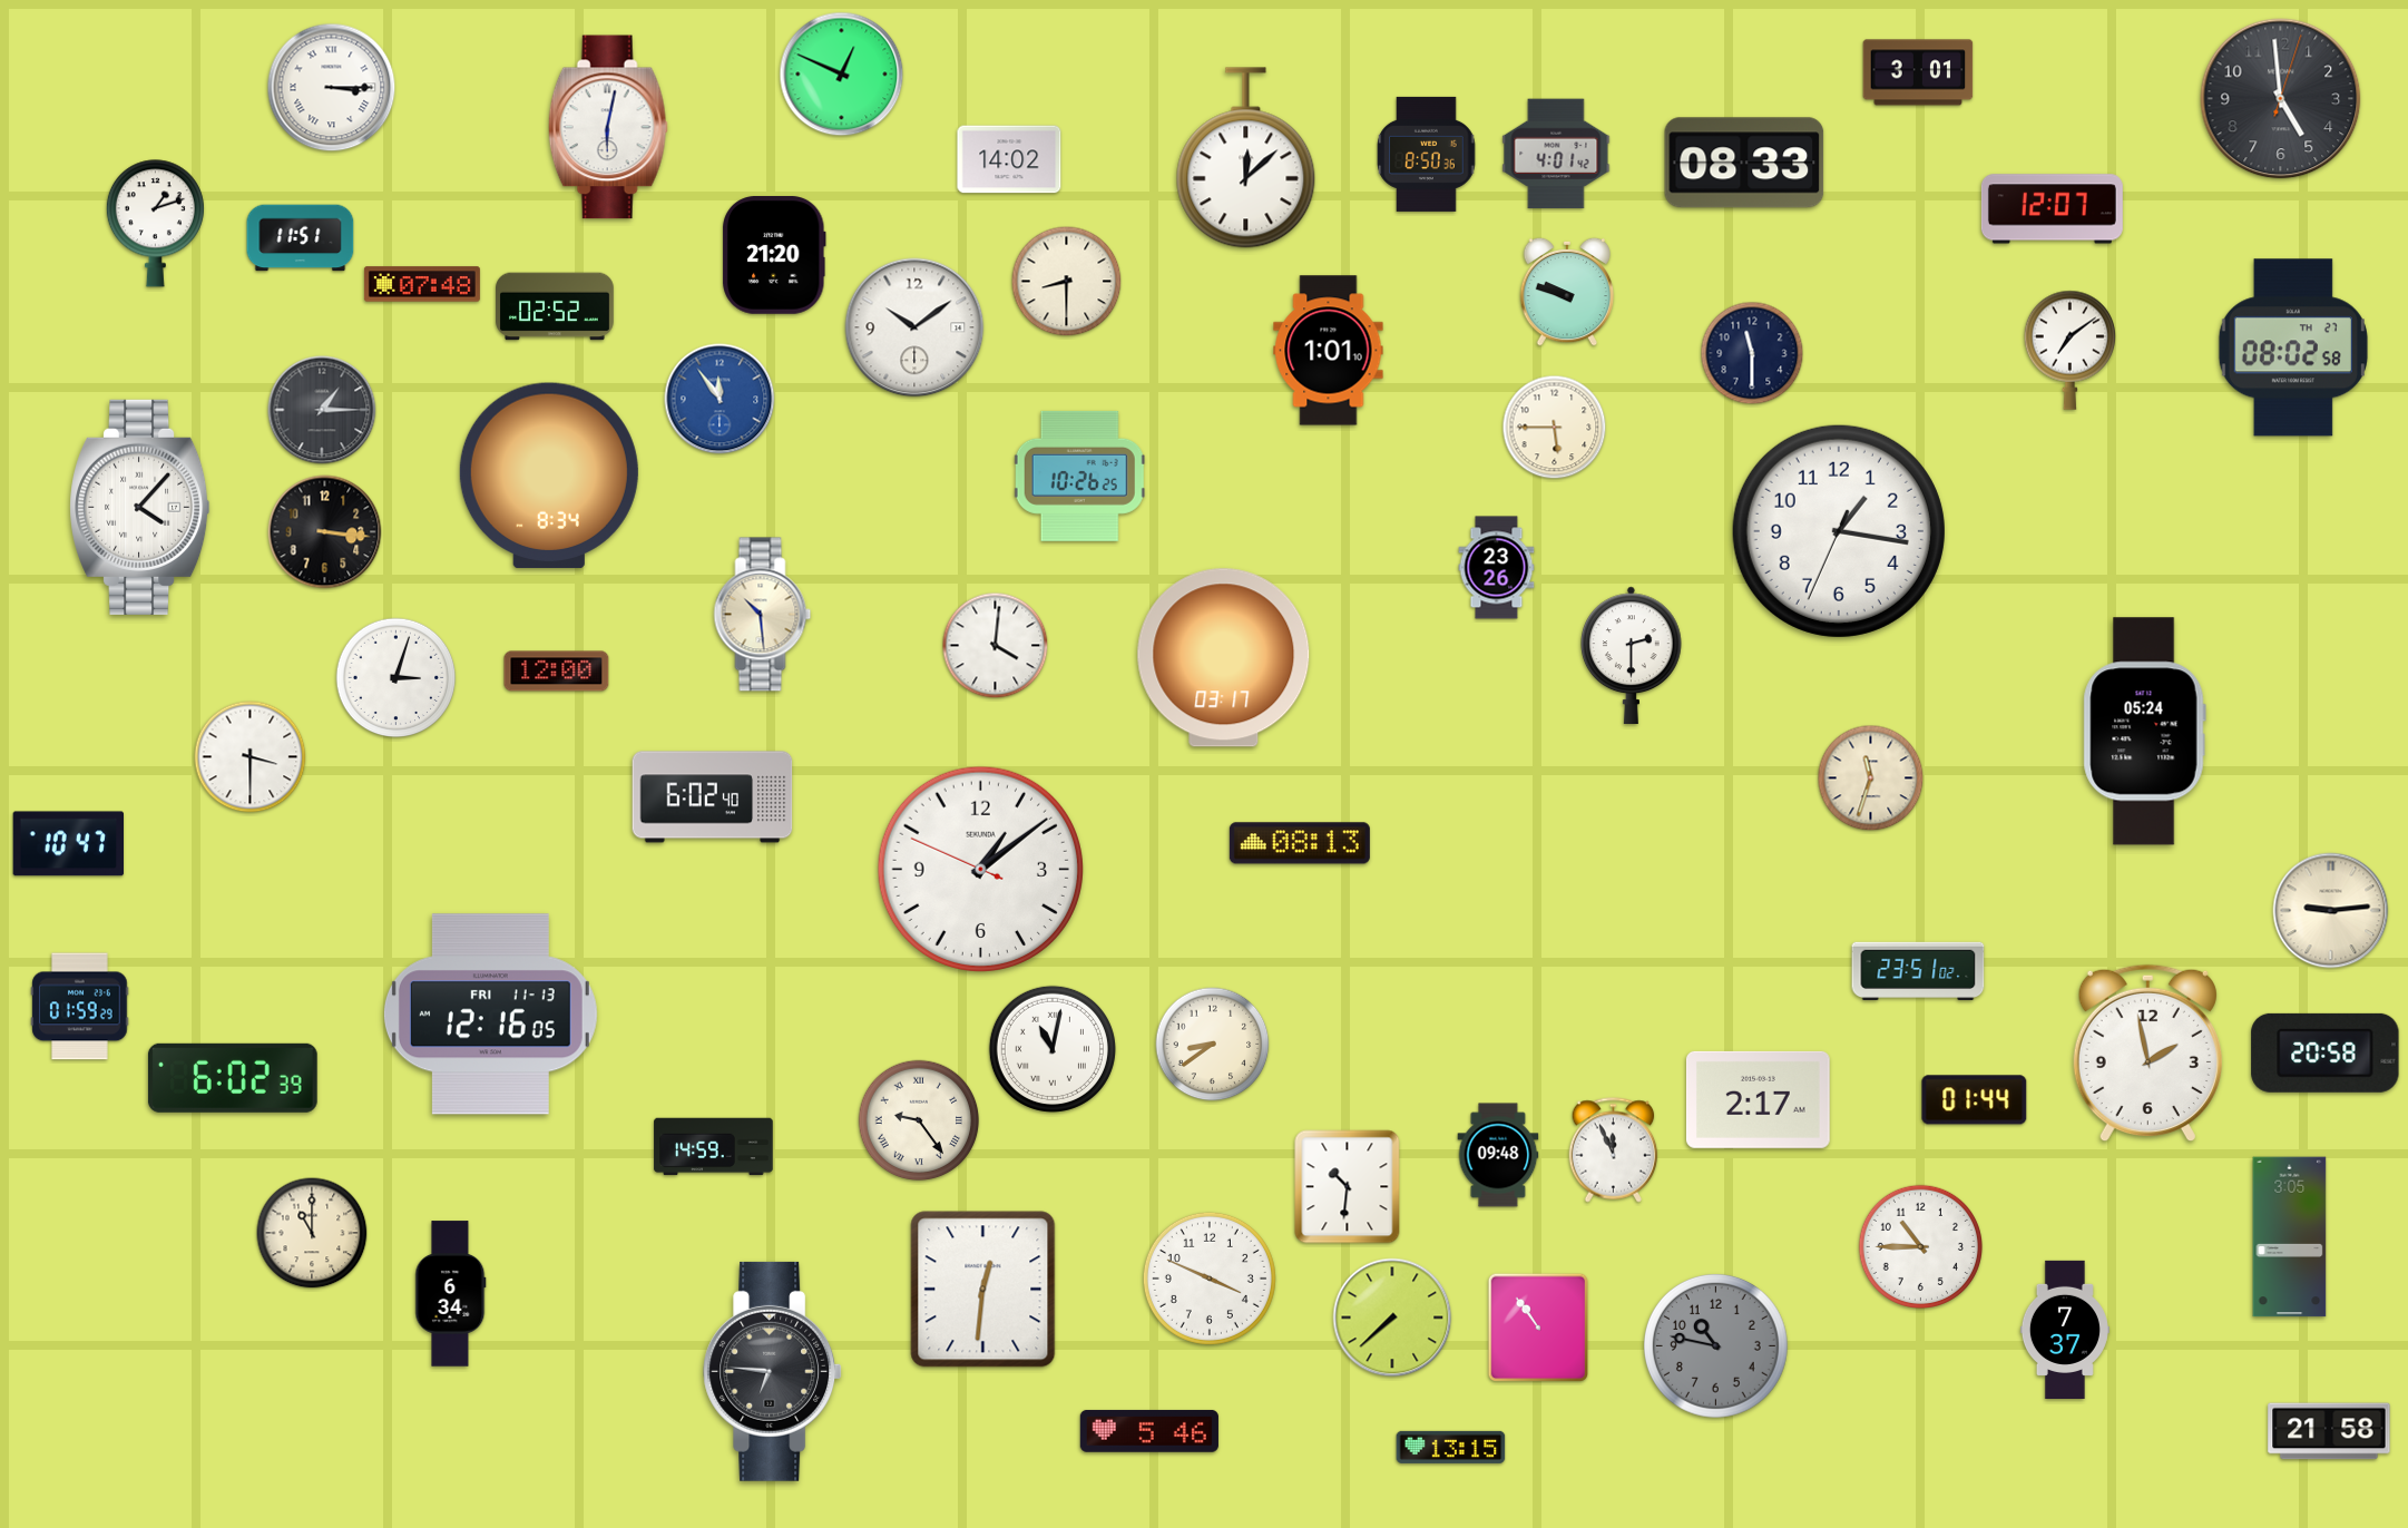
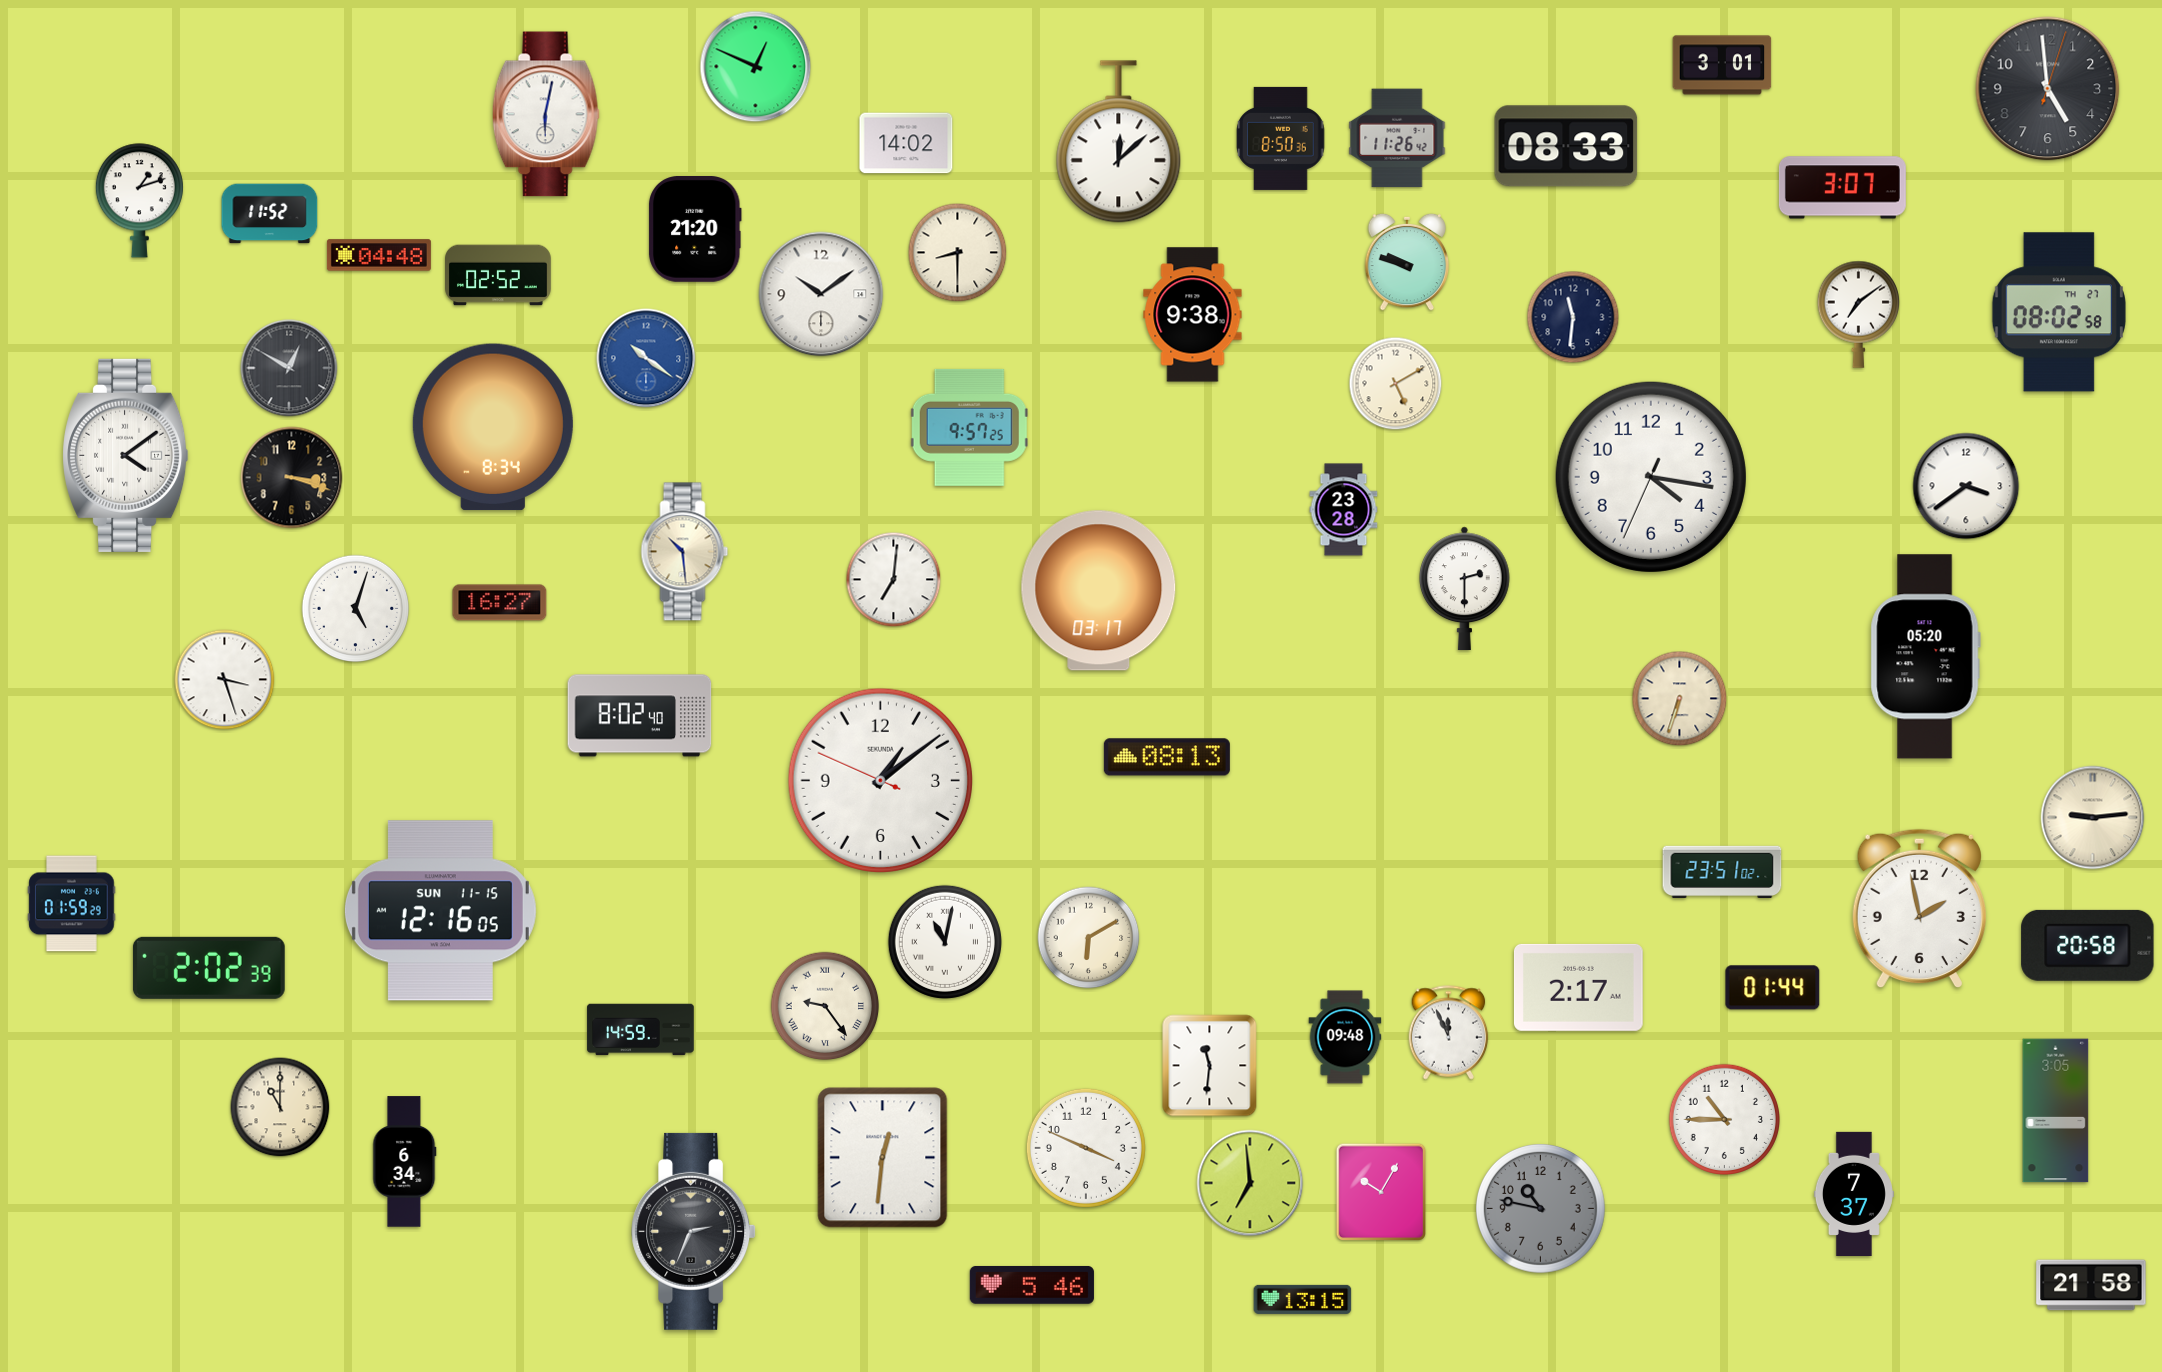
clock at (332, 88): 3:15 -> none
clock at (1556, 154): 4:01 -> 11:26
clock at (2052, 209): 12:07 -> 3:07
clock at (301, 238): 11:51 -> 11:52
clock at (422, 284): 07:48 -> 04:48
clock at (1329, 351): 1:01 -> 9:38
clock at (1752, 353): 11:30 -> 11:31
clock at (720, 399): 11:54 -> 10:21
clock at (322, 410): 1:15 -> 12:50
clock at (1555, 428): 5:45 -> 5:10
clock at (1079, 476): 10:26 -> 9:57
clock at (140, 507): 4:07 -> 4:09
clock at (1839, 531): 1:16 -> 4:16
clock at (325, 532): 3:16 -> 3:18
clock at (1966, 486): none -> 3:39
clock at (1497, 568): 23:26 -> 23:28
clock at (996, 646): 4:01 -> 7:01
clock at (557, 672): 12:00 -> 16:27
clock at (397, 678): 3:03 -> 5:03
clock at (2144, 732): 05:24 -> 05:20
clock at (251, 757): 3:30 -> 3:27
clock at (1871, 778): 11:33 -> 6:33
clock at (713, 797): 6:02 -> 8:02
clock at (69, 844): 10:47 -> none
clock at (490, 1015) date: FRI 11-13 -> SUN 11-15
clock at (1213, 1045): 8:39 -> 6:10
clock at (2147, 1054) position: (2147, 1054) -> (1919, 909)
clock at (233, 1078): 6:02 -> 2:02
clock at (1348, 1187): 10:31 -> 11:31
clock at (1392, 1318): 7:38 -> 6:59
clock at (1538, 1328): 10:54 -> 10:05
clock at (773, 1371): 6:46 -> 2:34
